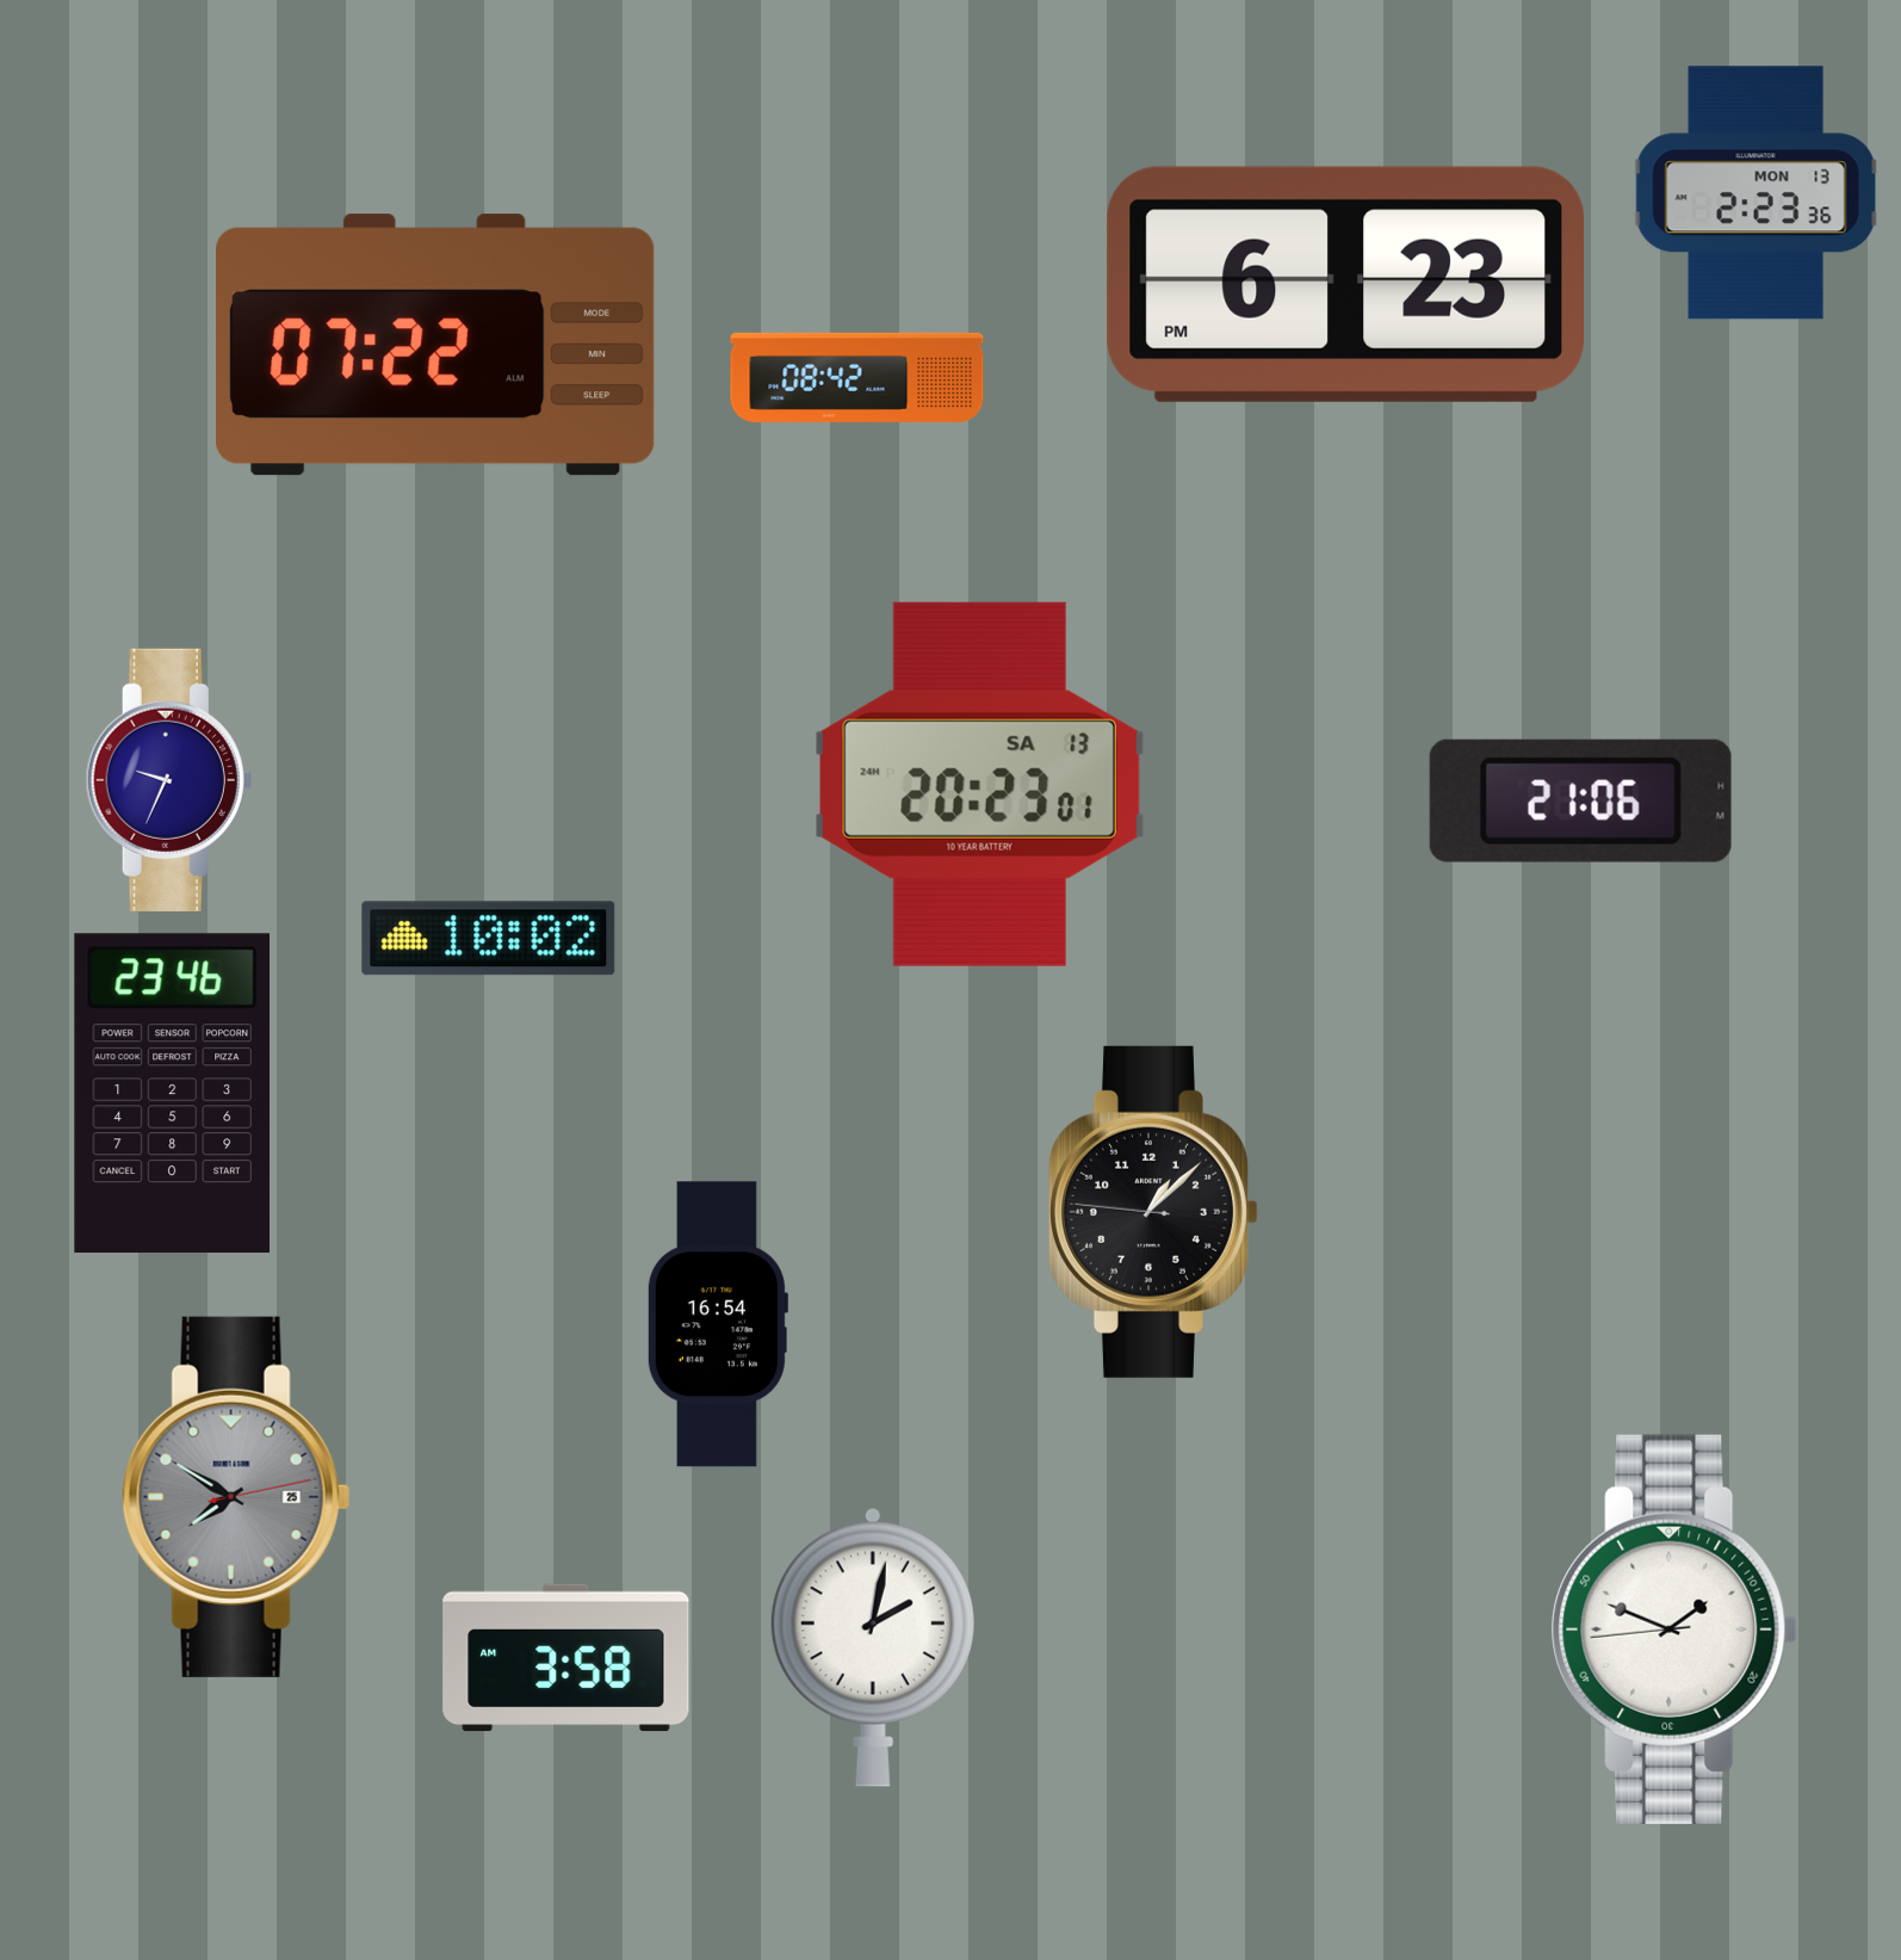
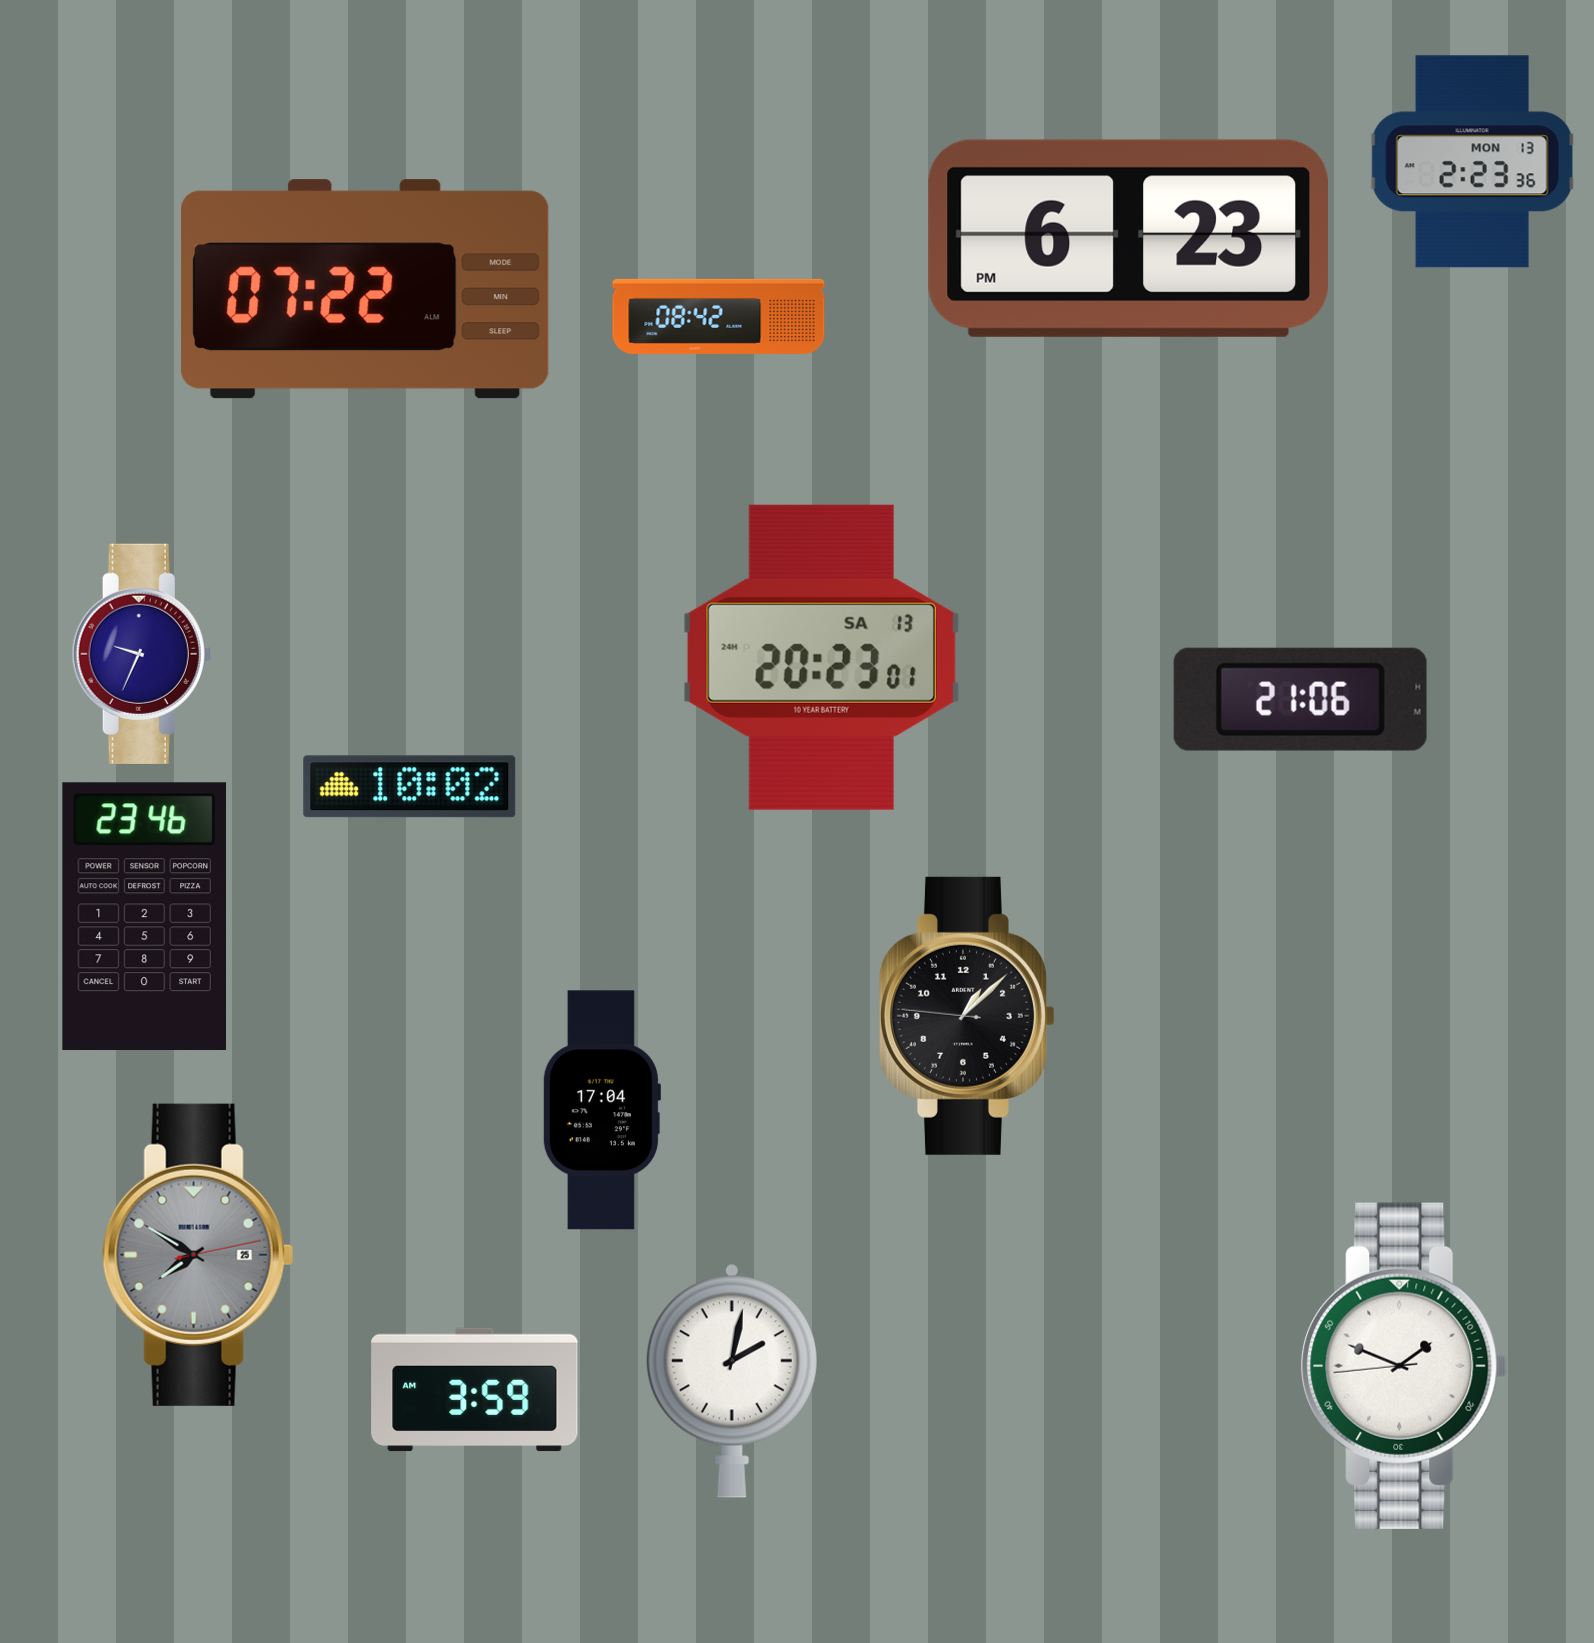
clock at (1580, 800) position: (1580, 800) -> (1300, 699)
clock at (717, 1324): 16:54 -> 17:04
clock at (566, 1658): 3:58 -> 3:59
